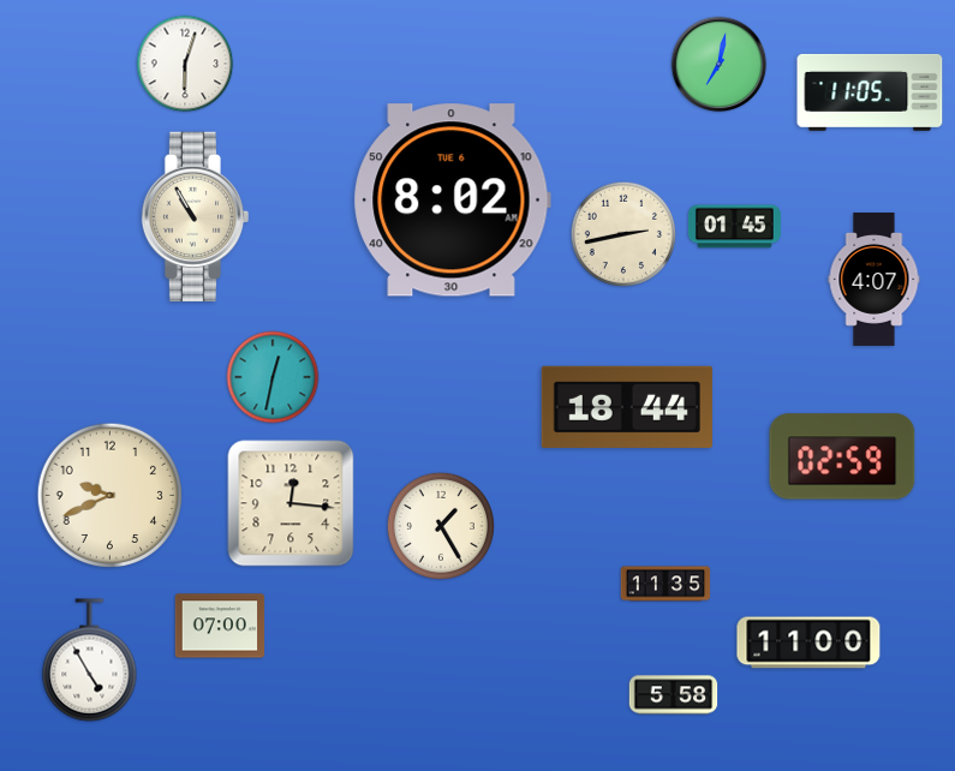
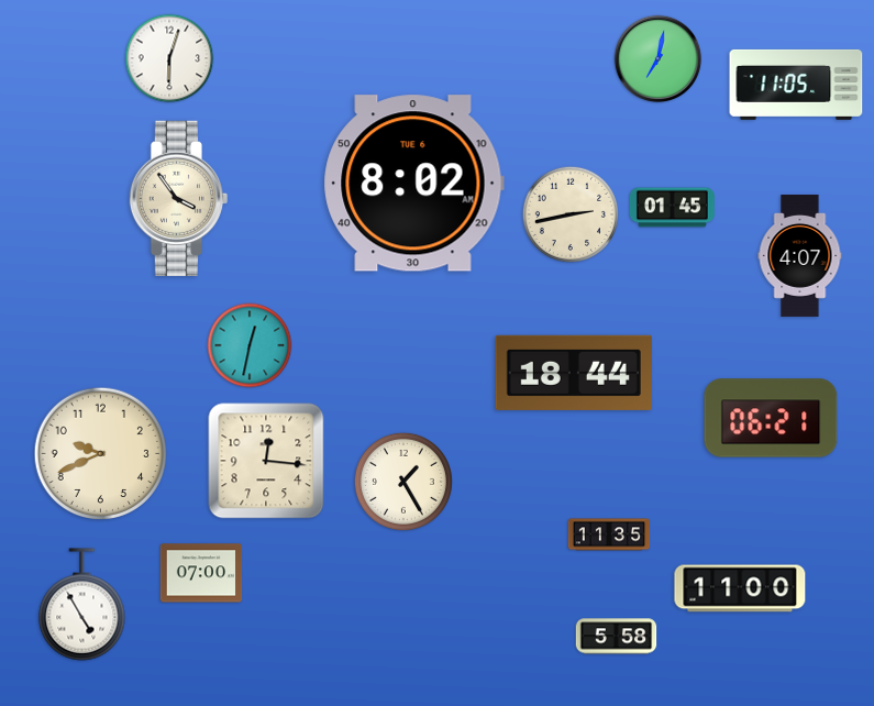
clock at (196, 216): 10:55 -> 3:54
clock at (842, 456): 02:59 -> 06:21
